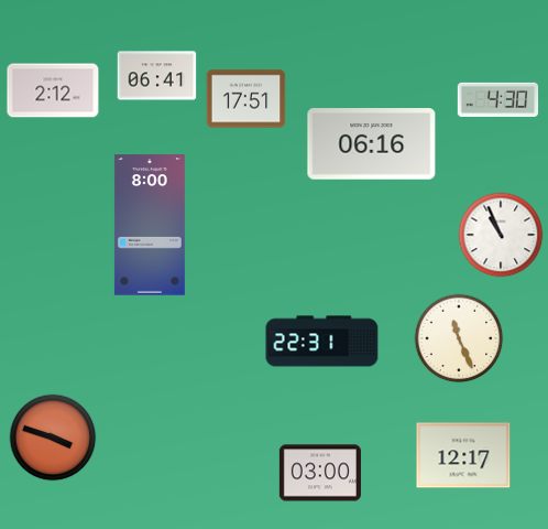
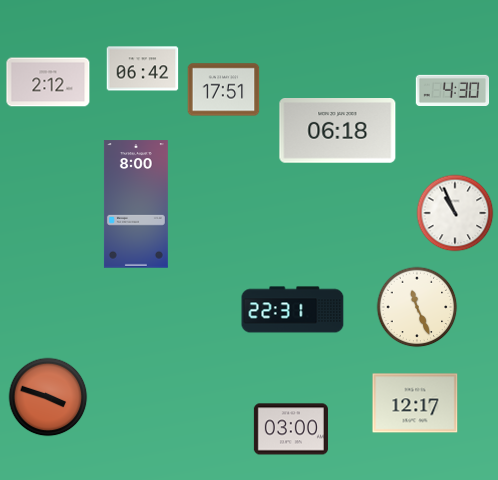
clock at (157, 76): 06:41 -> 06:42
clock at (372, 144): 06:16 -> 06:18
clock at (463, 455) position: (463, 455) -> (415, 403)
